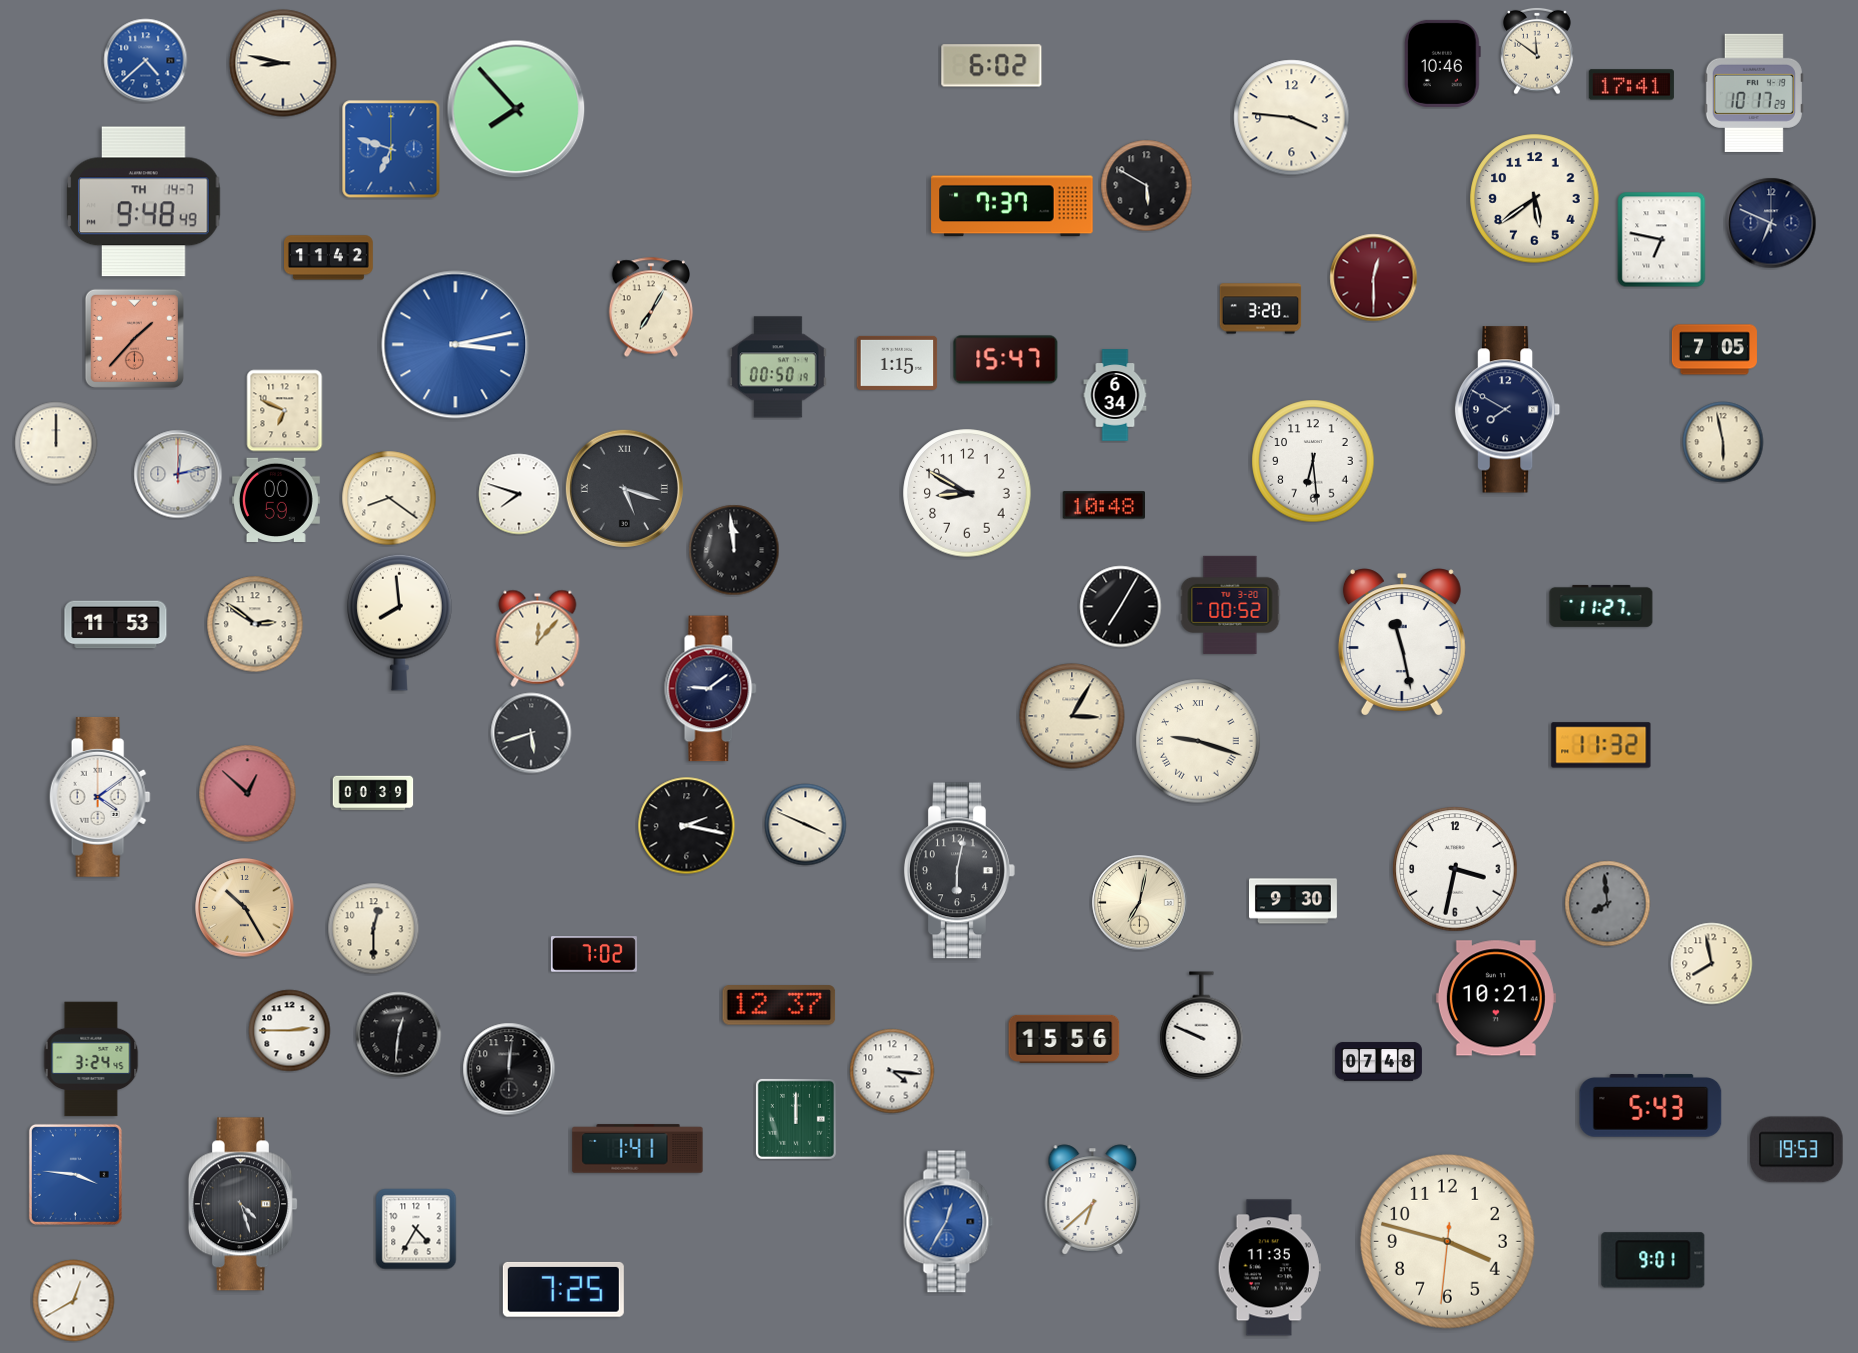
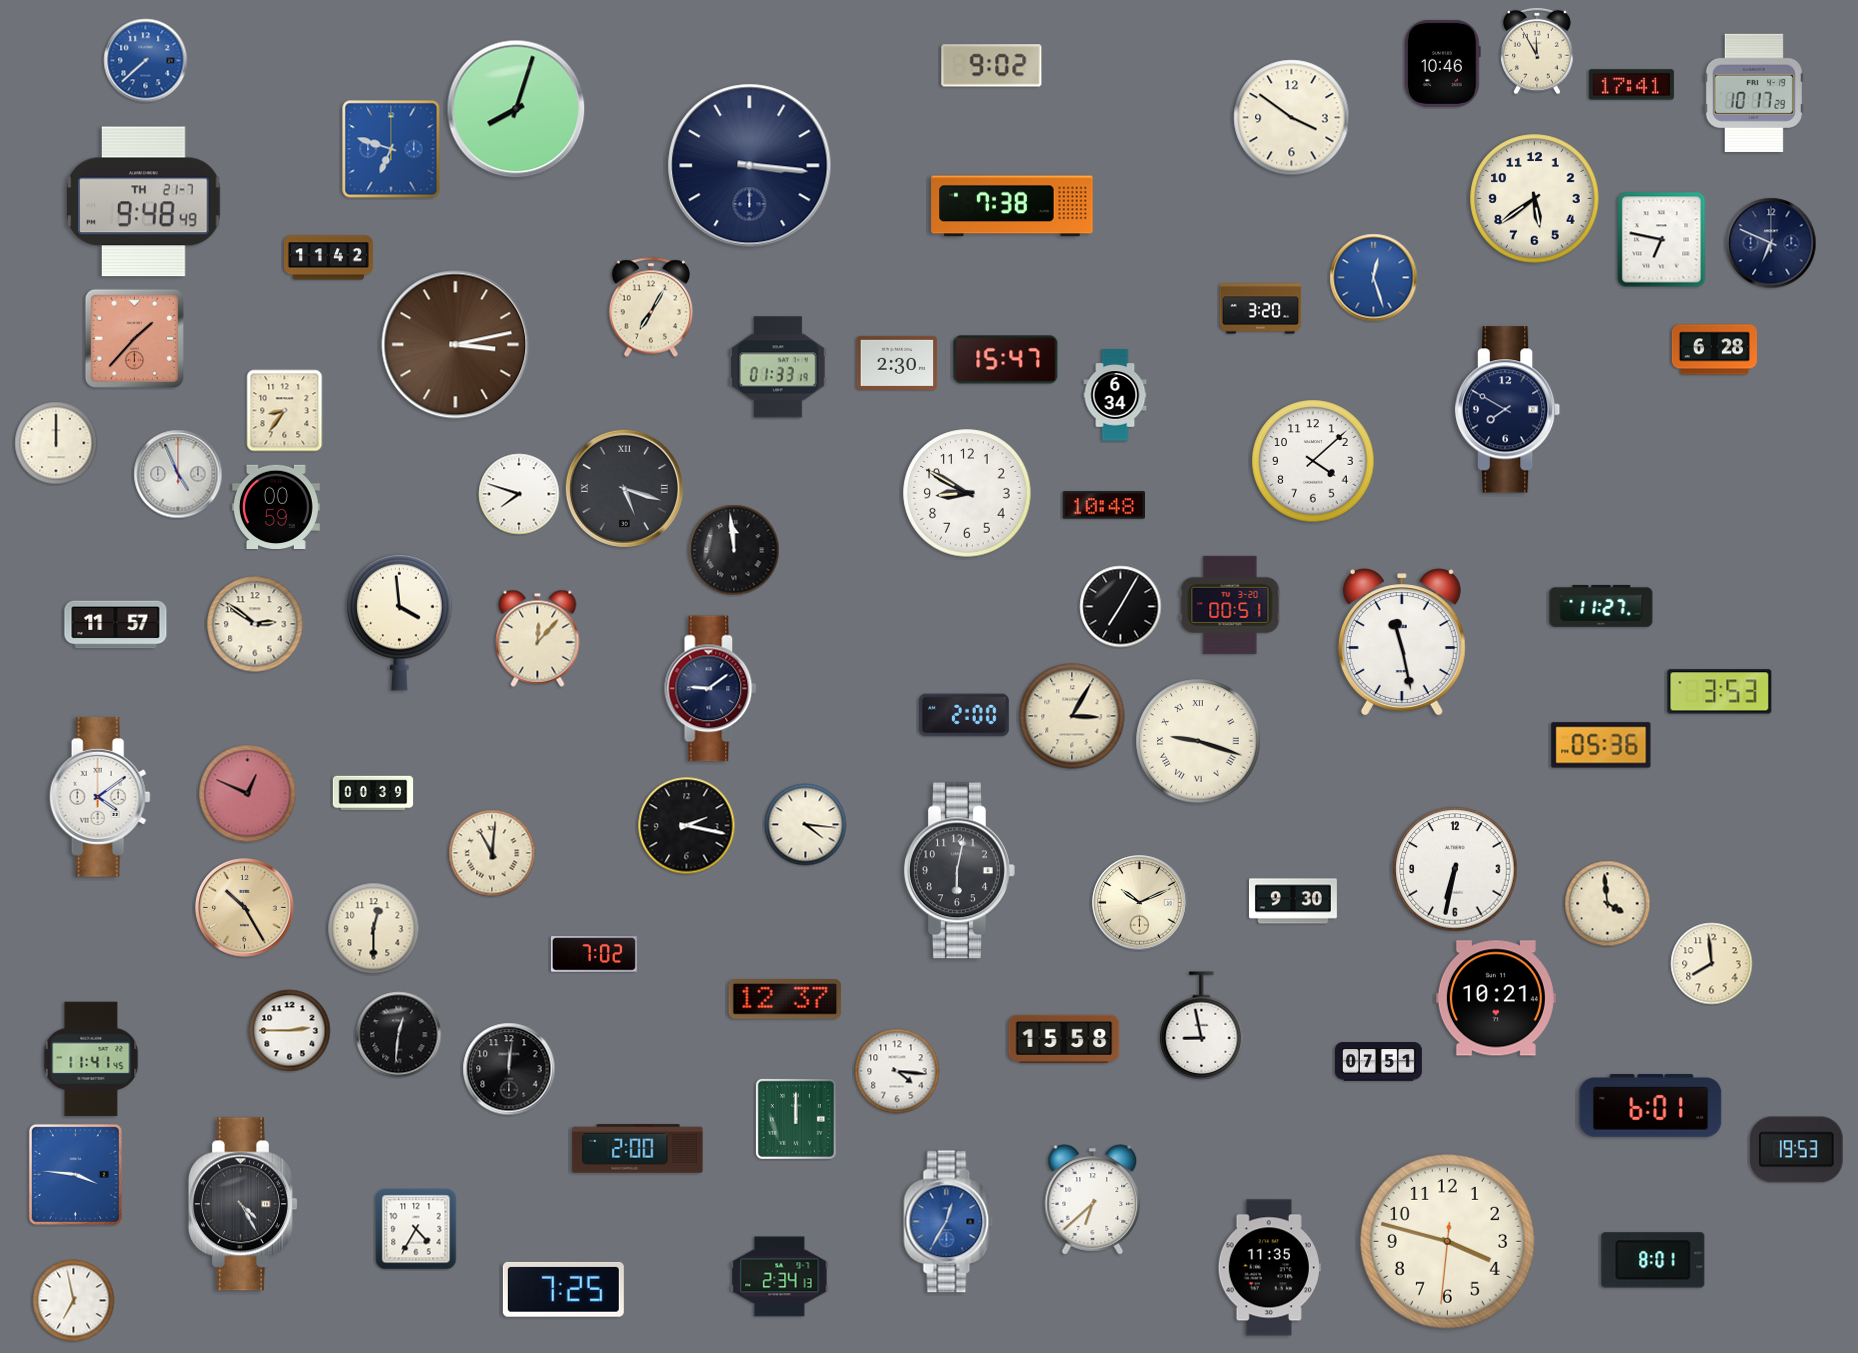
clock at (1537, 51): 11:51 -> 11:55
clock at (146, 61): 4:38 -> 7:38
clock at (283, 63): 8:47 -> none
clock at (992, 66): 6:02 -> 9:02
clock at (516, 109): 7:53 -> 8:03
clock at (1292, 118): 3:46 -> 3:51
clock at (750, 166): none -> 3:16
clock at (1147, 186): 5:50 -> none
clock at (144, 202) date: TH 14-7 -> TH 21-7
clock at (1012, 206): 7:37 -> 7:38
clock at (1771, 223) position: (1771, 223) -> (1771, 243)
clock at (1374, 278): 12:30 -> 12:27
clock at (1374, 278) dial: burgundy -> blue
clock at (456, 345) dial: blue -> brown
clock at (1714, 350): 7:05 -> 6:28
clock at (897, 363): 1:15 -> 2:30
clock at (778, 367): 00:50 -> 01:33
clock at (285, 411): 6:49 -> 8:36
clock at (1723, 442): 5:58 -> none
clock at (1313, 461): 6:29 -> 4:08
clock at (178, 474): 12:13 -> 4:56
clock at (389, 498): 8:21 -> none
clock at (276, 499) position: (276, 499) -> (276, 506)
clock at (1230, 605): 00:52 -> 00:51
clock at (400, 622): 7:59 -> 3:59
clock at (116, 625): 11:53 -> 11:57
clock at (1720, 692): none -> 3:53
clock at (965, 715): none -> 2:00
clock at (531, 733): 5:42 -> none
clock at (1601, 745): 11:32 -> 05:36
clock at (248, 794): 12:52 -> 12:49
clock at (806, 825): 3:49 -> 4:16
clock at (492, 853): none -> 11:01
clock at (1455, 869): 3:32 -> 6:32
clock at (1140, 903): 7:02 -> 10:11
clock at (1608, 904): 7:59 -> 3:59
clock at (1608, 904) dial: grey -> cream
clock at (1712, 964): 7:58 -> 7:59
clock at (779, 1005) position: (779, 1005) -> (785, 999)
clock at (1202, 1026): 9:49 -> 8:58
clock at (1064, 1039): 15:56 -> 15:58
clock at (91, 1059): 3:24 -> 11:41
clock at (1378, 1062): 07:48 -> 07:51
clock at (892, 1071) position: (892, 1071) -> (897, 1071)
clock at (1651, 1106): 5:43 -> 6:01
clock at (638, 1149): 1:41 -> 2:00
clock at (243, 1204): 4:27 -> 4:25
clock at (1653, 1260): 9:01 -> 8:01
clock at (780, 1277): none -> 2:34
clock at (74, 1301): 12:40 -> 6:58
